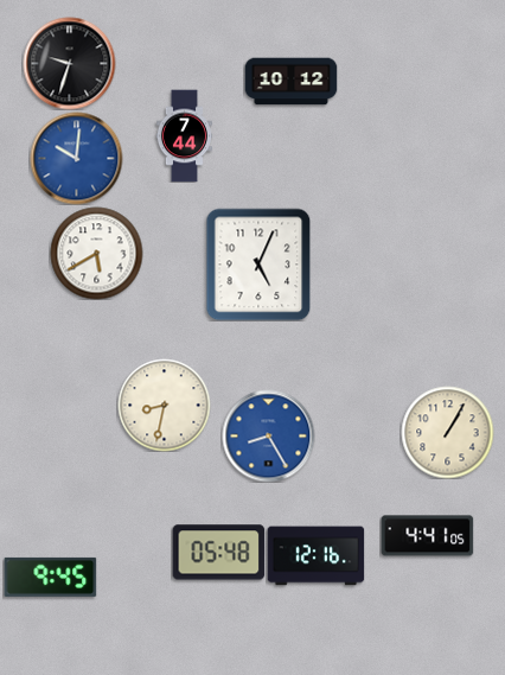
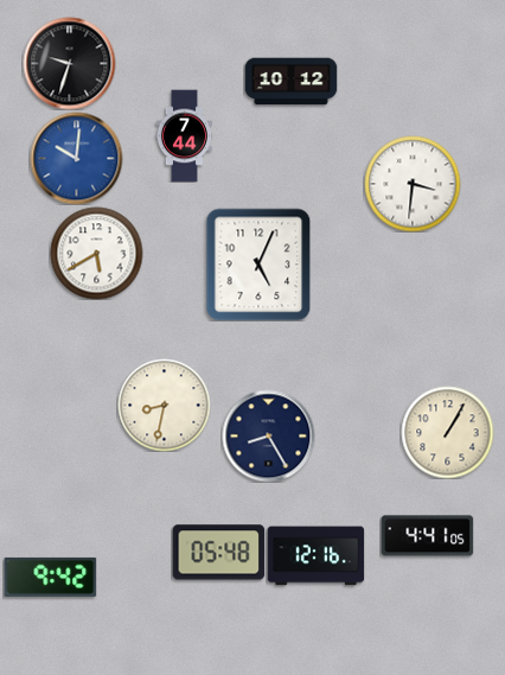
clock at (413, 184): none -> 3:31
clock at (268, 435) dial: blue -> navy
clock at (50, 577): 9:45 -> 9:42
